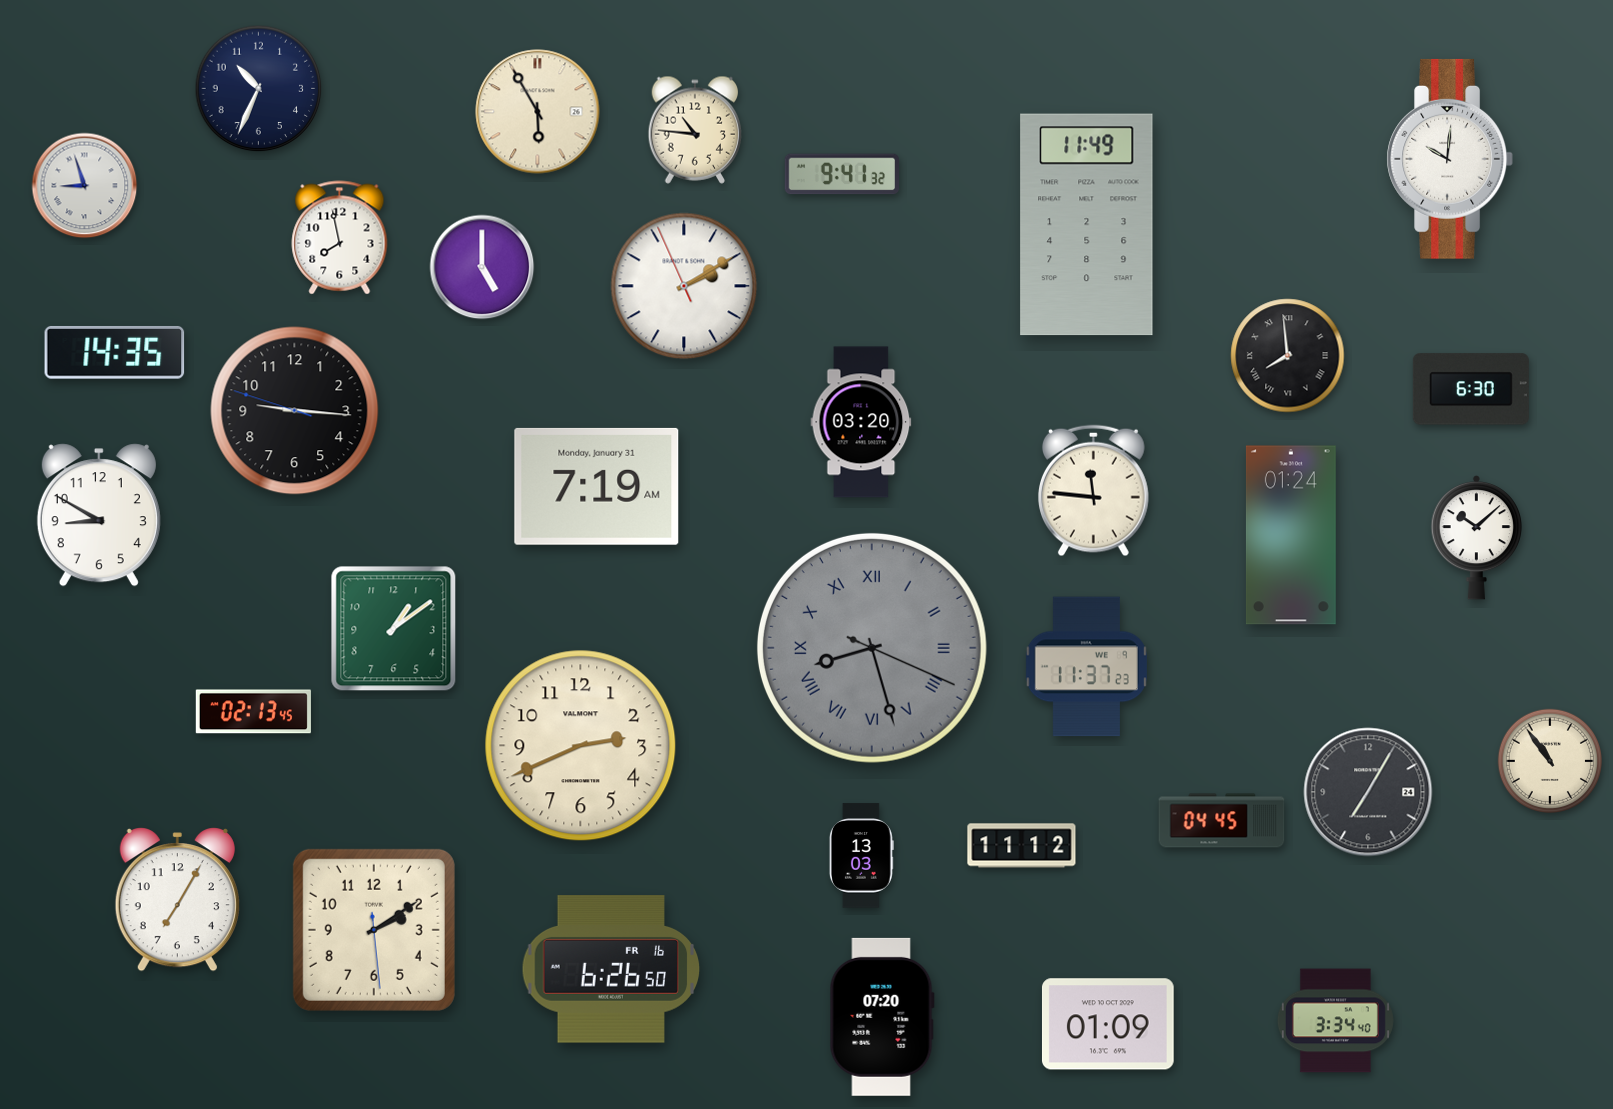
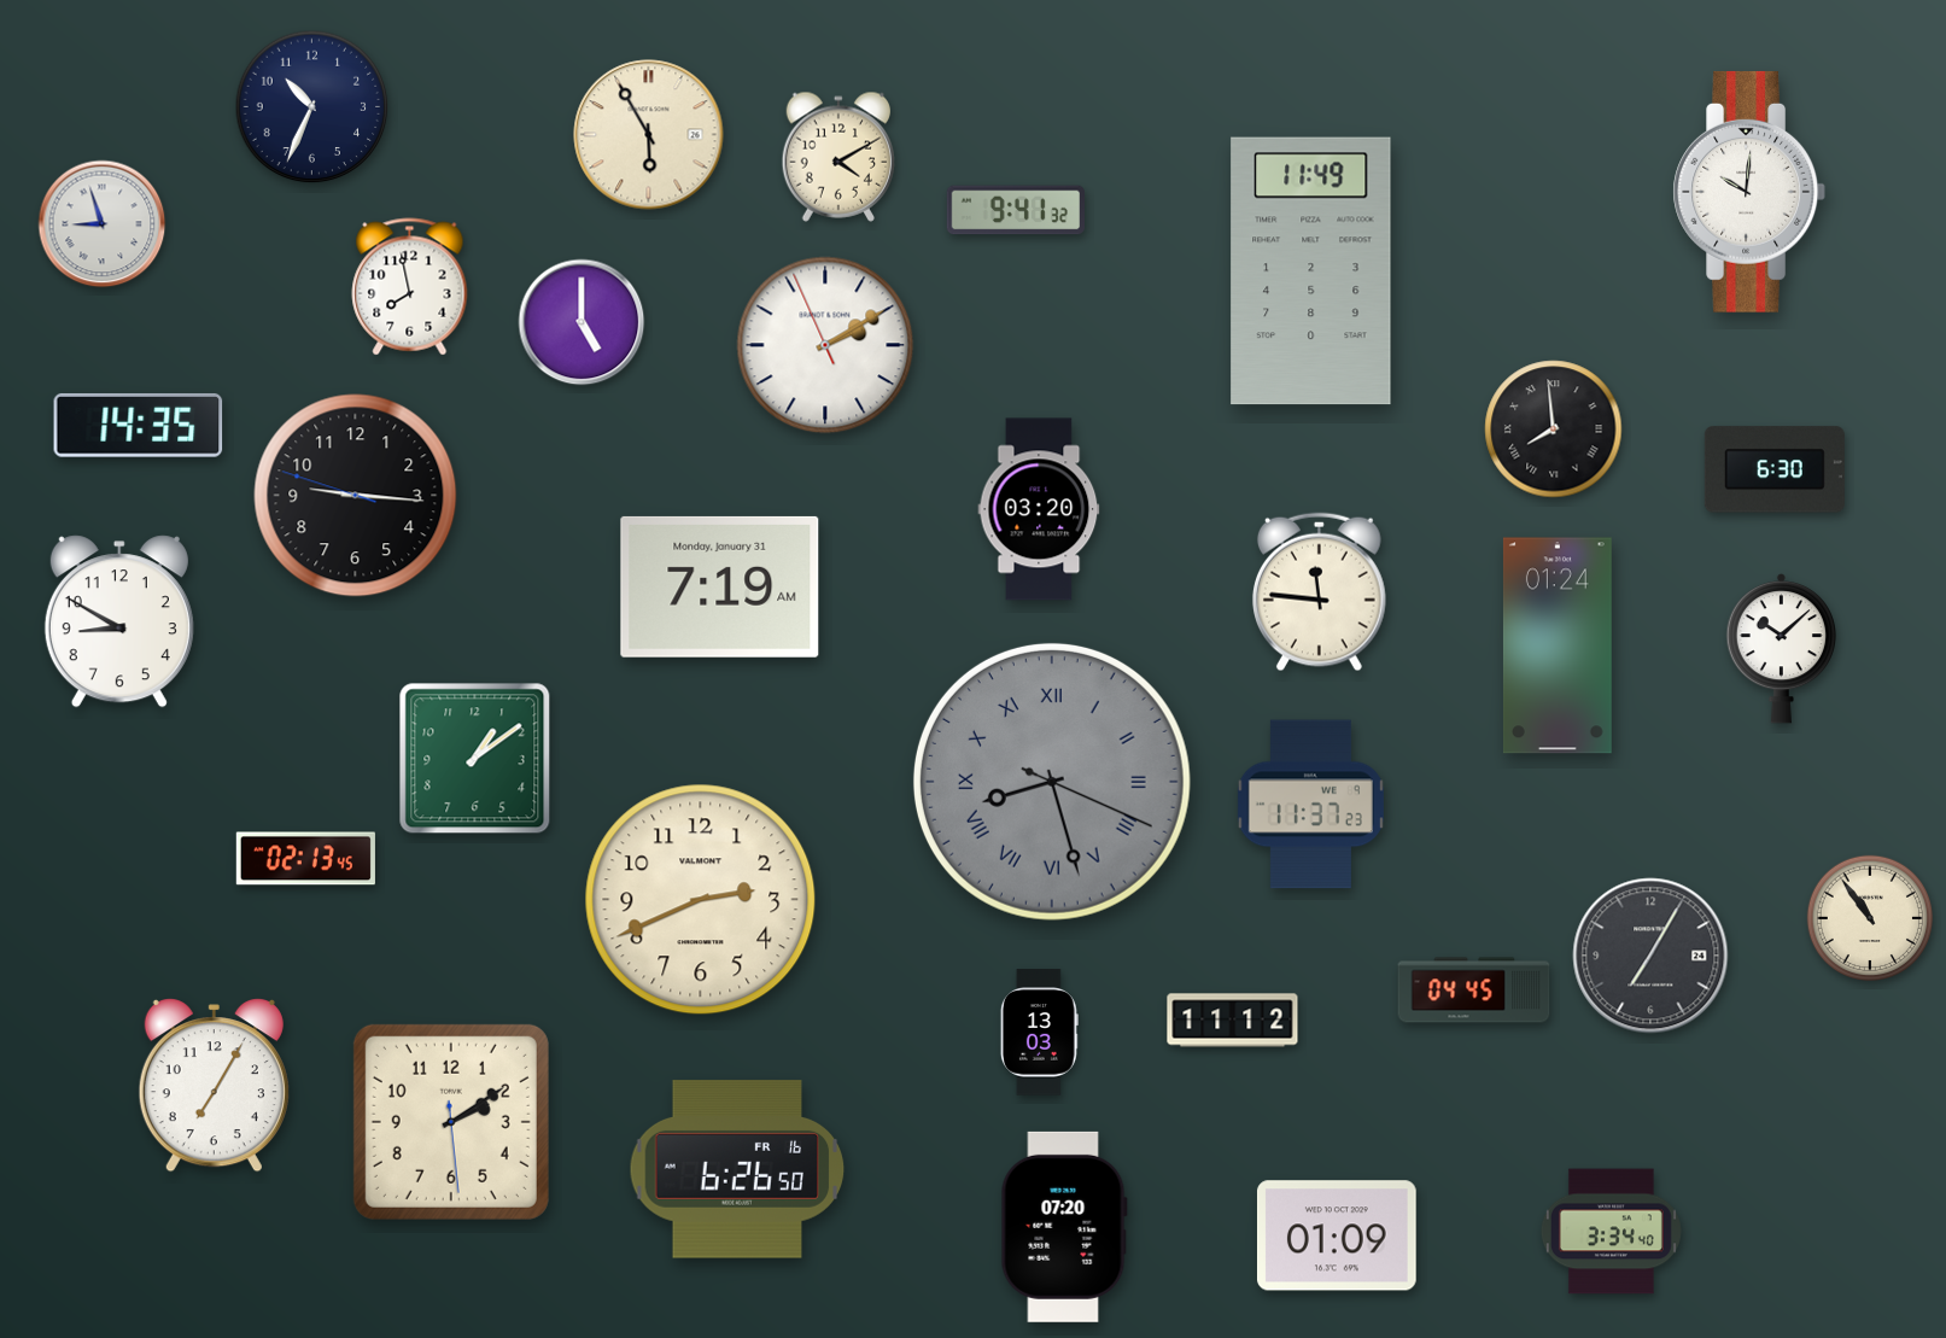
clock at (695, 130): 10:46 -> 4:10
